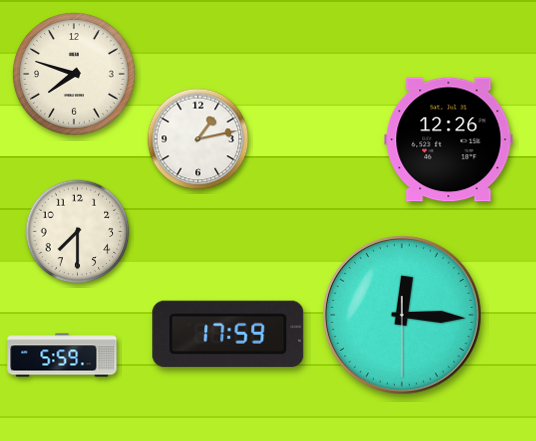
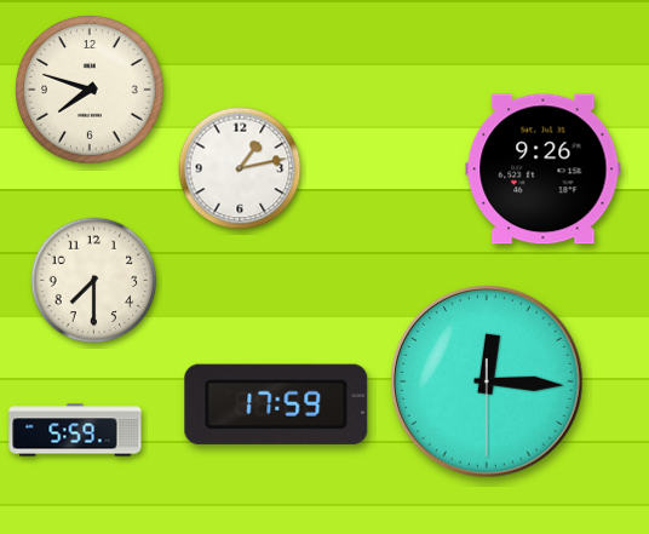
clock at (449, 140): 12:26 -> 9:26
